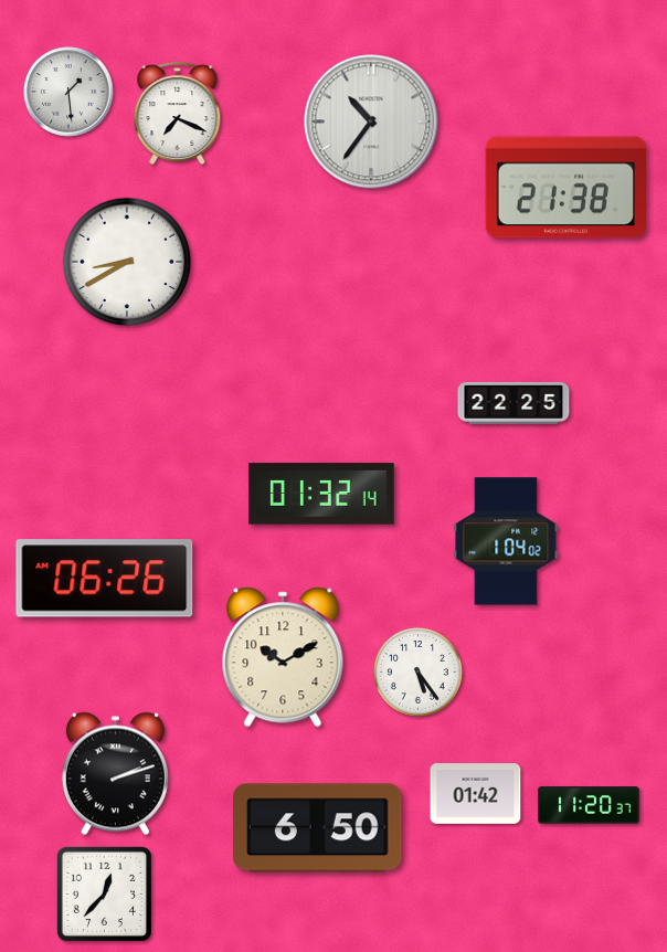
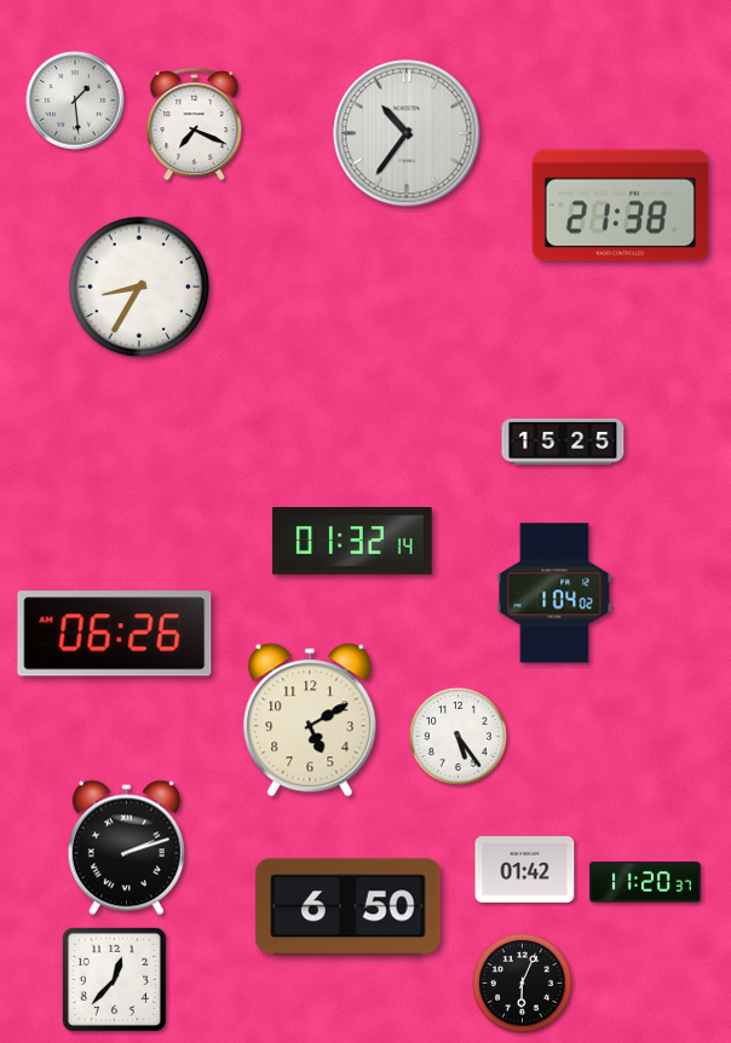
clock at (127, 262): 8:40 -> 8:35
clock at (514, 403): 22:25 -> 15:25
clock at (283, 657): 10:10 -> 5:10
clock at (476, 794) position: (476, 794) -> (525, 870)
clock at (523, 984): none -> 6:04
